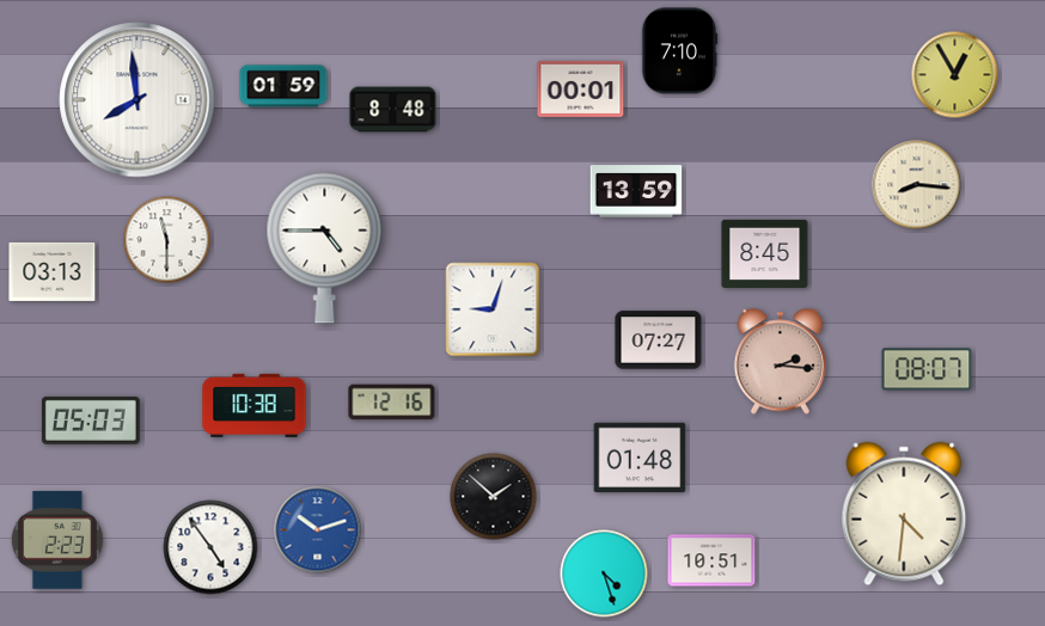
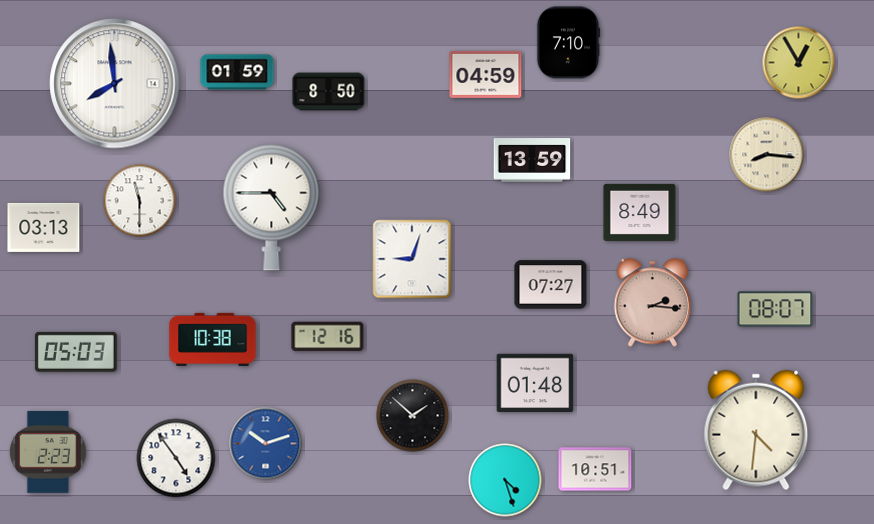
clock at (581, 88): 00:01 -> 04:59
clock at (393, 110): 8:48 -> 8:50
clock at (765, 253): 8:45 -> 8:49
